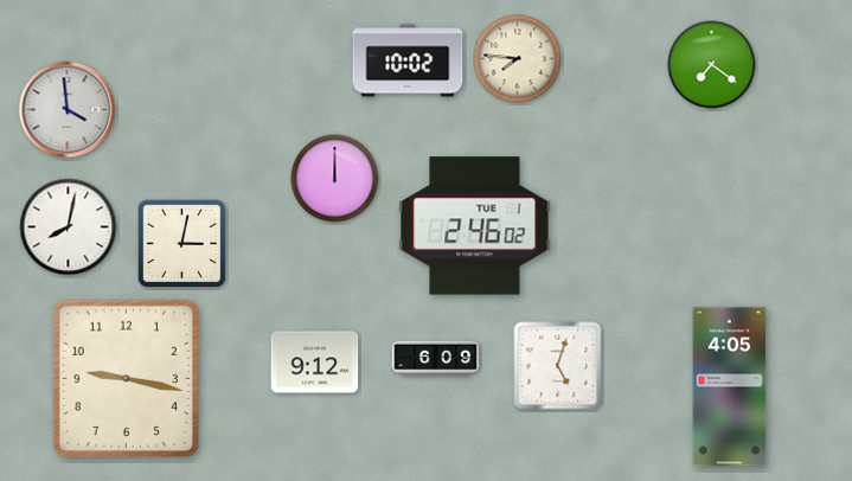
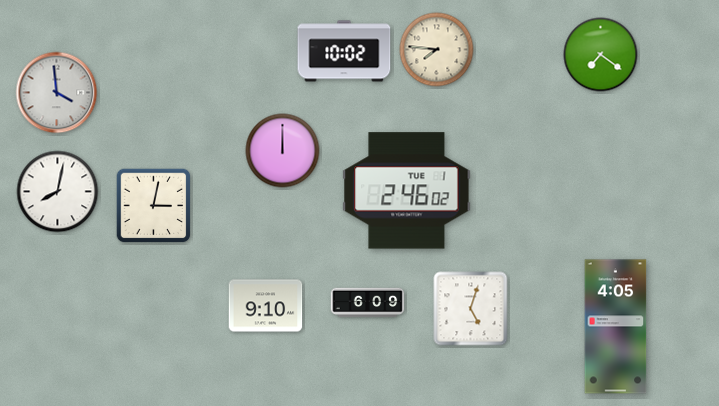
clock at (475, 226) position: (475, 226) -> (407, 191)
clock at (315, 363): 9:12 -> 9:10
clock at (126, 379): 9:17 -> none
